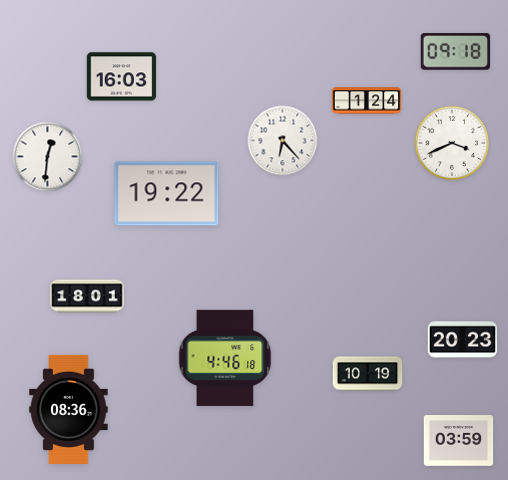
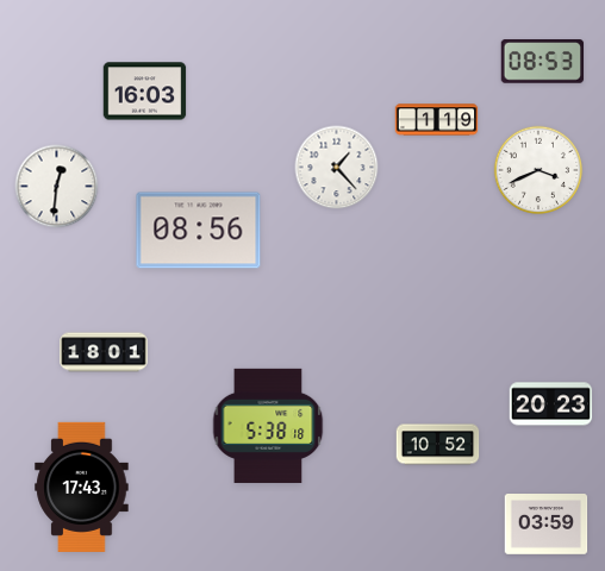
clock at (456, 52): 09:18 -> 08:53
clock at (367, 101): 1:24 -> 1:19
clock at (283, 141): 6:23 -> 1:23
clock at (167, 194): 19:22 -> 08:56
clock at (225, 358): 4:46 -> 5:38
clock at (368, 374): 10:19 -> 10:52
clock at (69, 409): 08:36 -> 17:43
